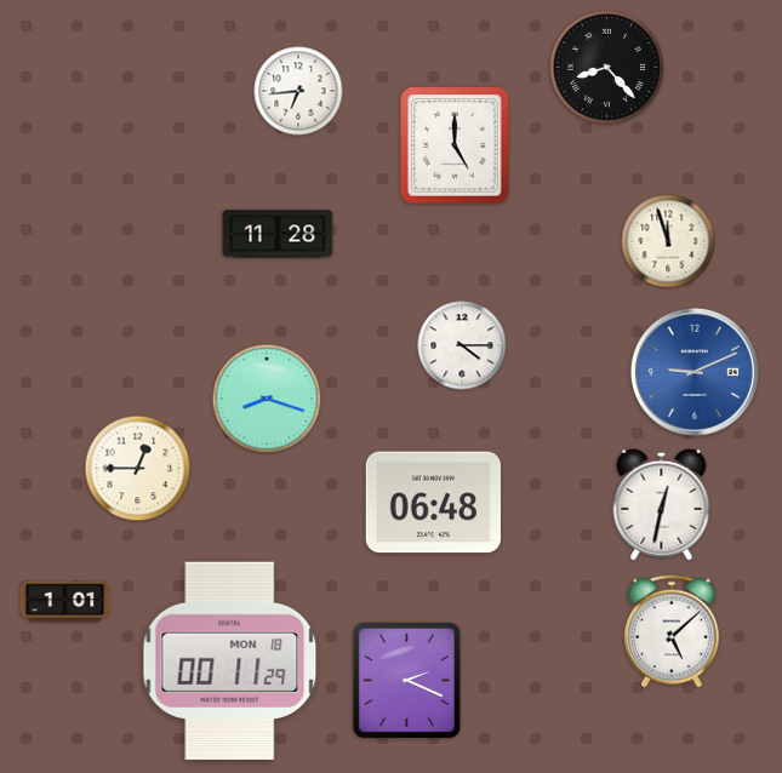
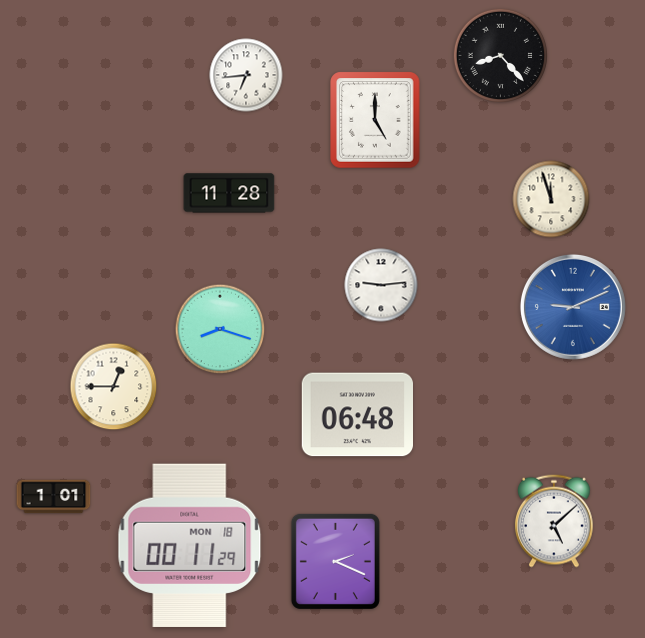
clock at (462, 345): 4:15 -> 9:14
clock at (662, 504): 12:32 -> none
